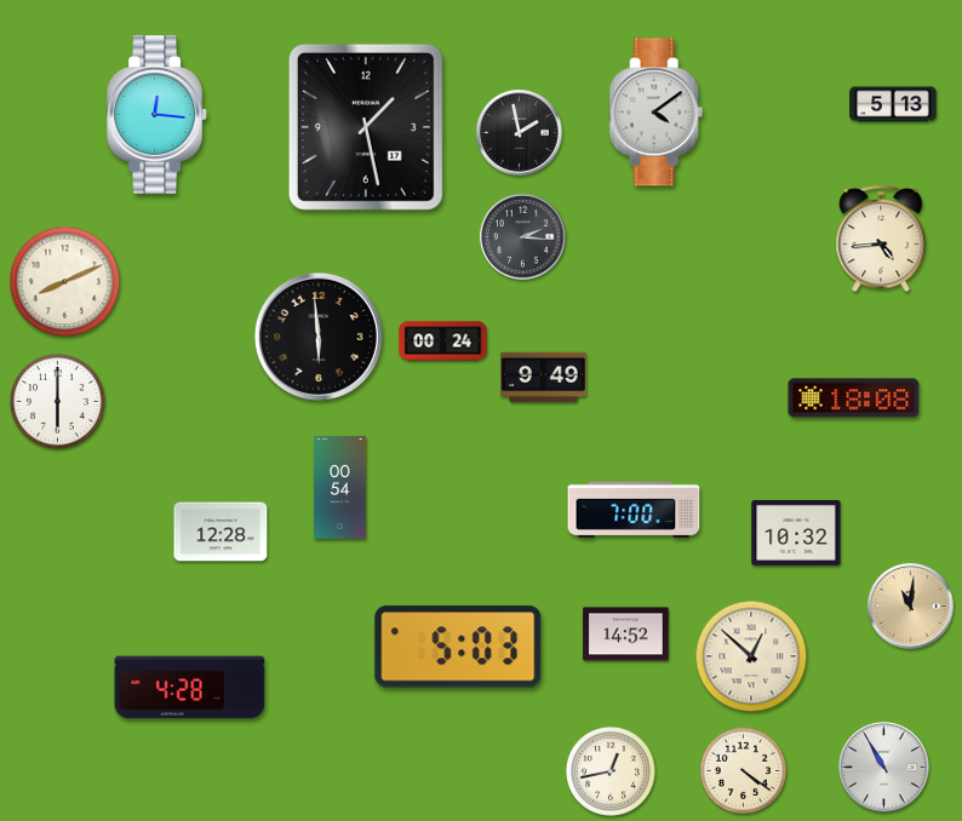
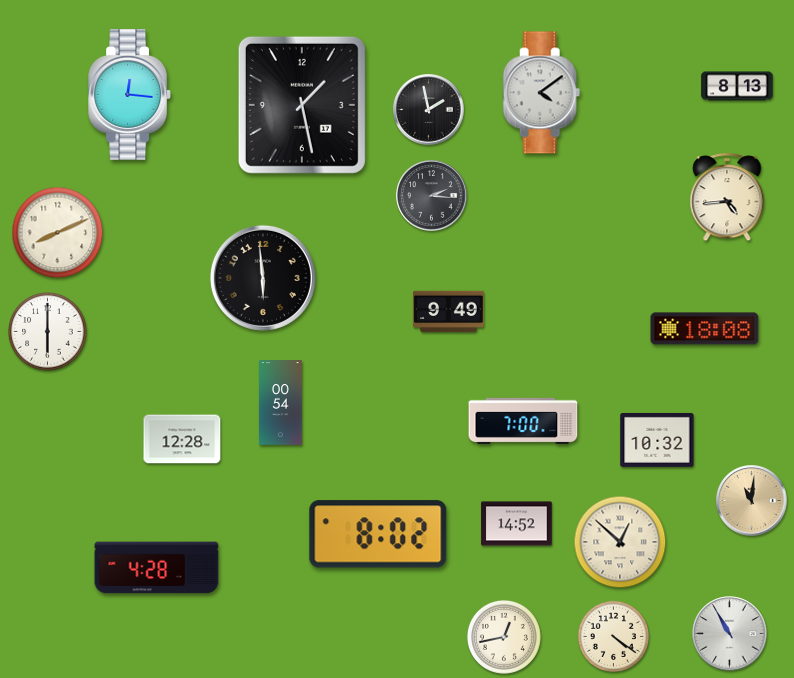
clock at (893, 104): 5:13 -> 8:13
clock at (65, 282) position: (65, 282) -> (58, 233)
clock at (443, 341): 00:24 -> none
clock at (458, 647): 5:03 -> 8:02
